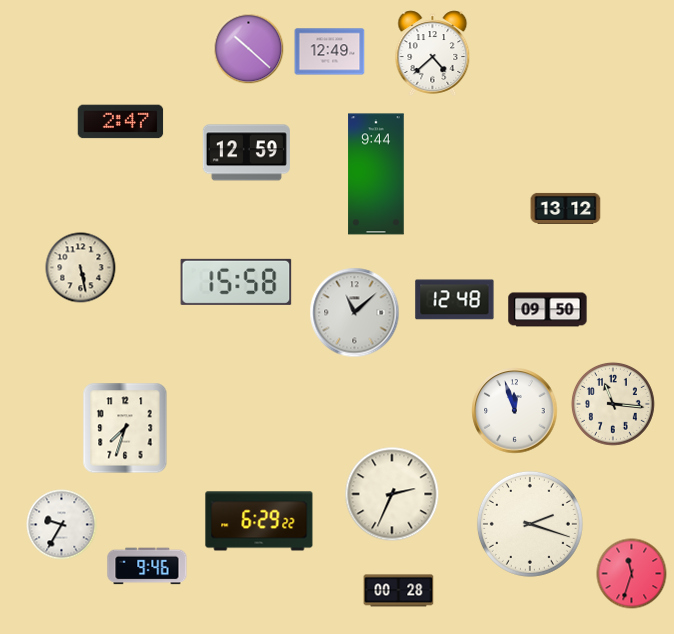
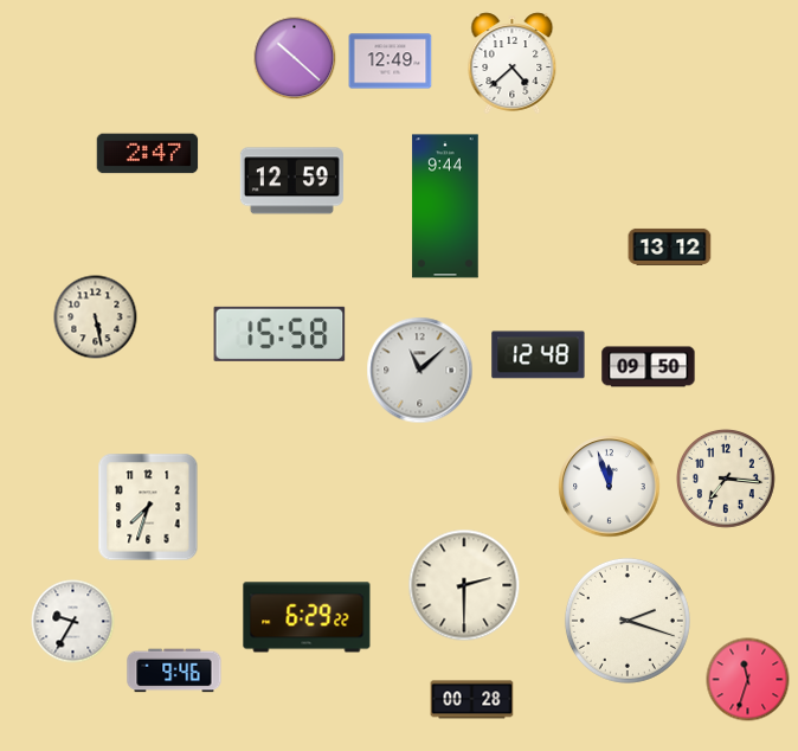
clock at (121, 122) position: (121, 122) -> (148, 154)
clock at (613, 404): 11:16 -> 7:16
clock at (392, 494): 2:34 -> 2:30
